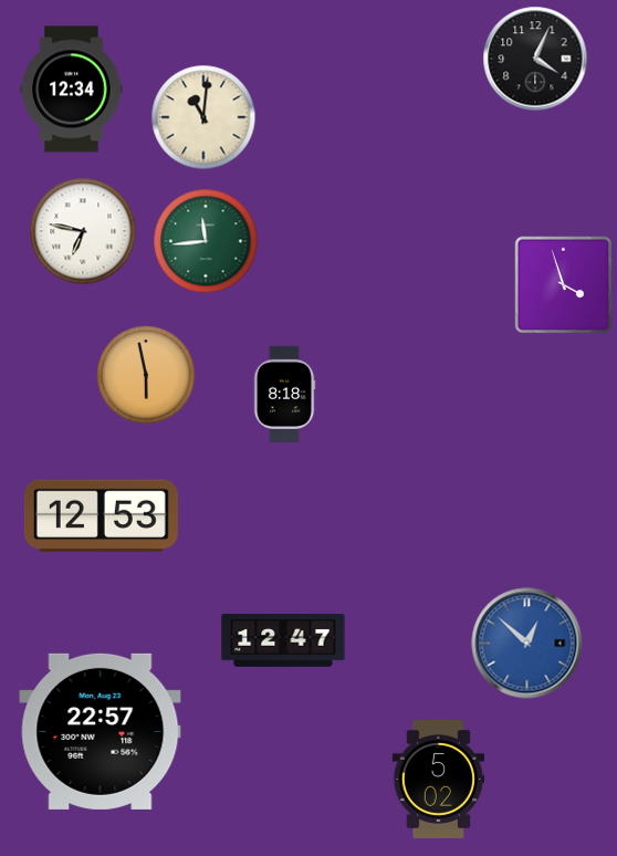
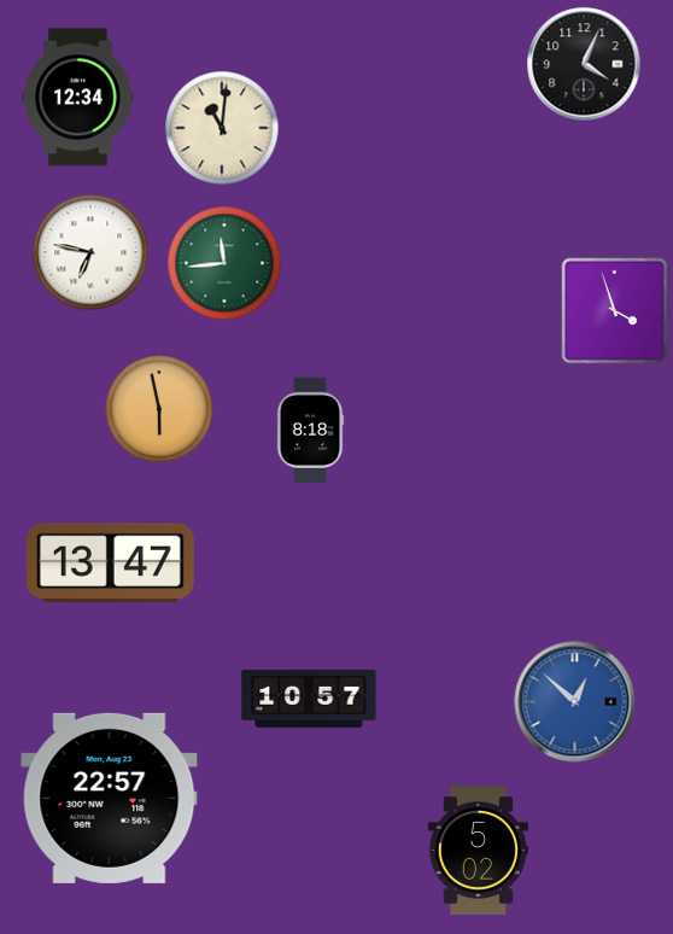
clock at (101, 516): 12:53 -> 13:47
clock at (283, 640): 12:47 -> 10:57
